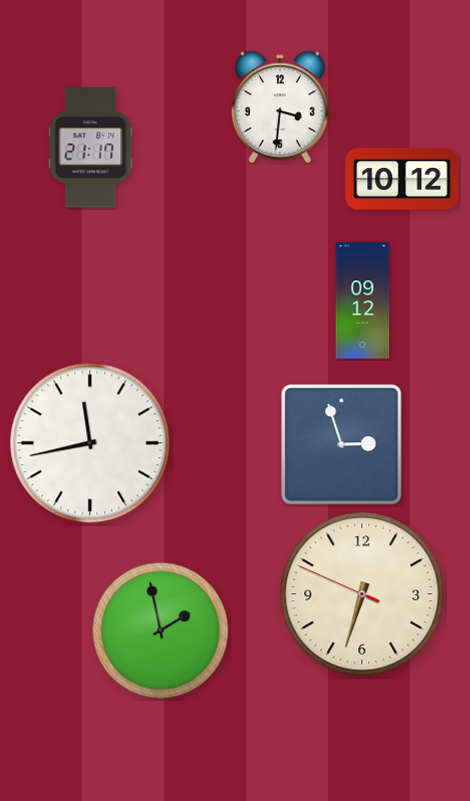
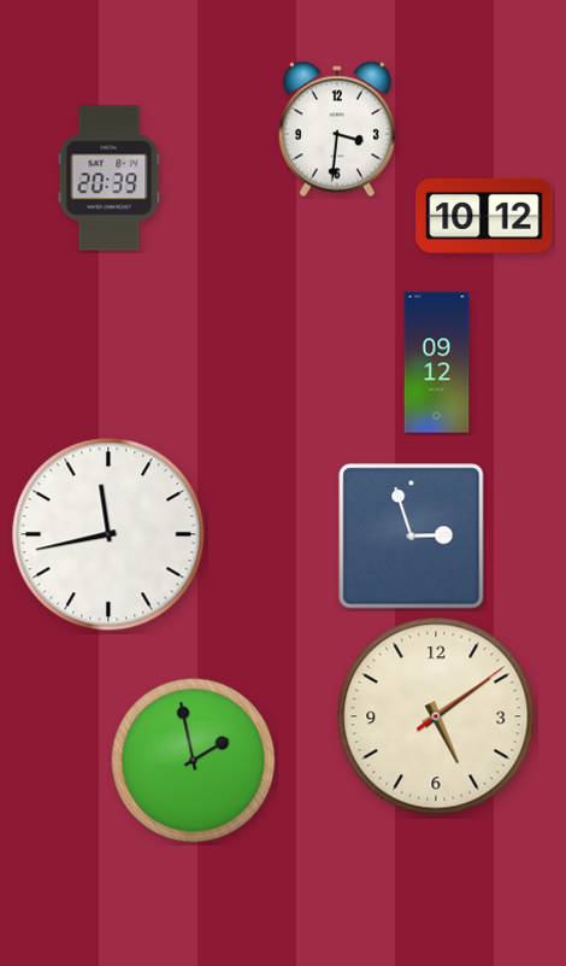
clock at (91, 148): 21:17 -> 20:39
clock at (362, 594): 6:32 -> 5:09
